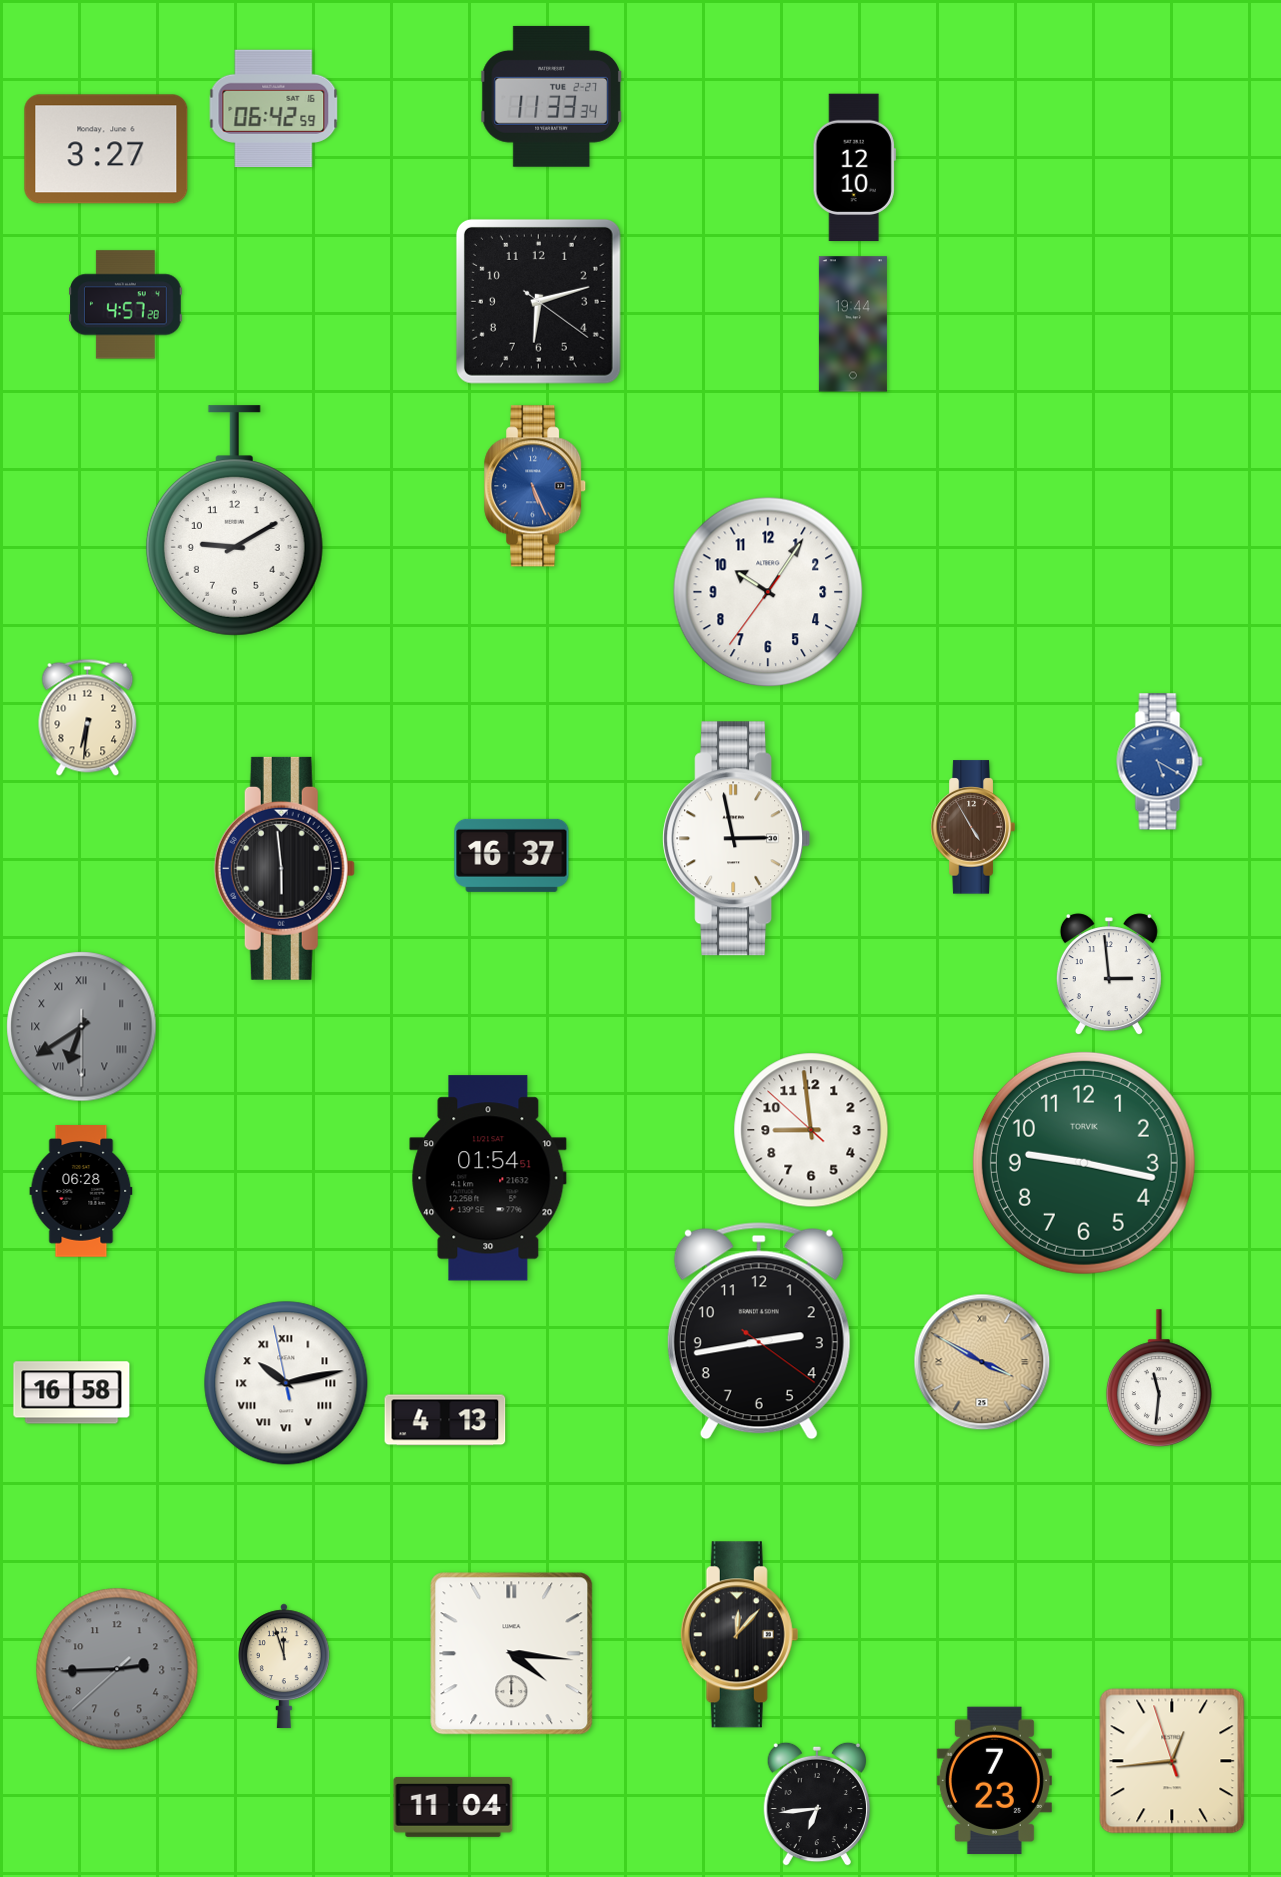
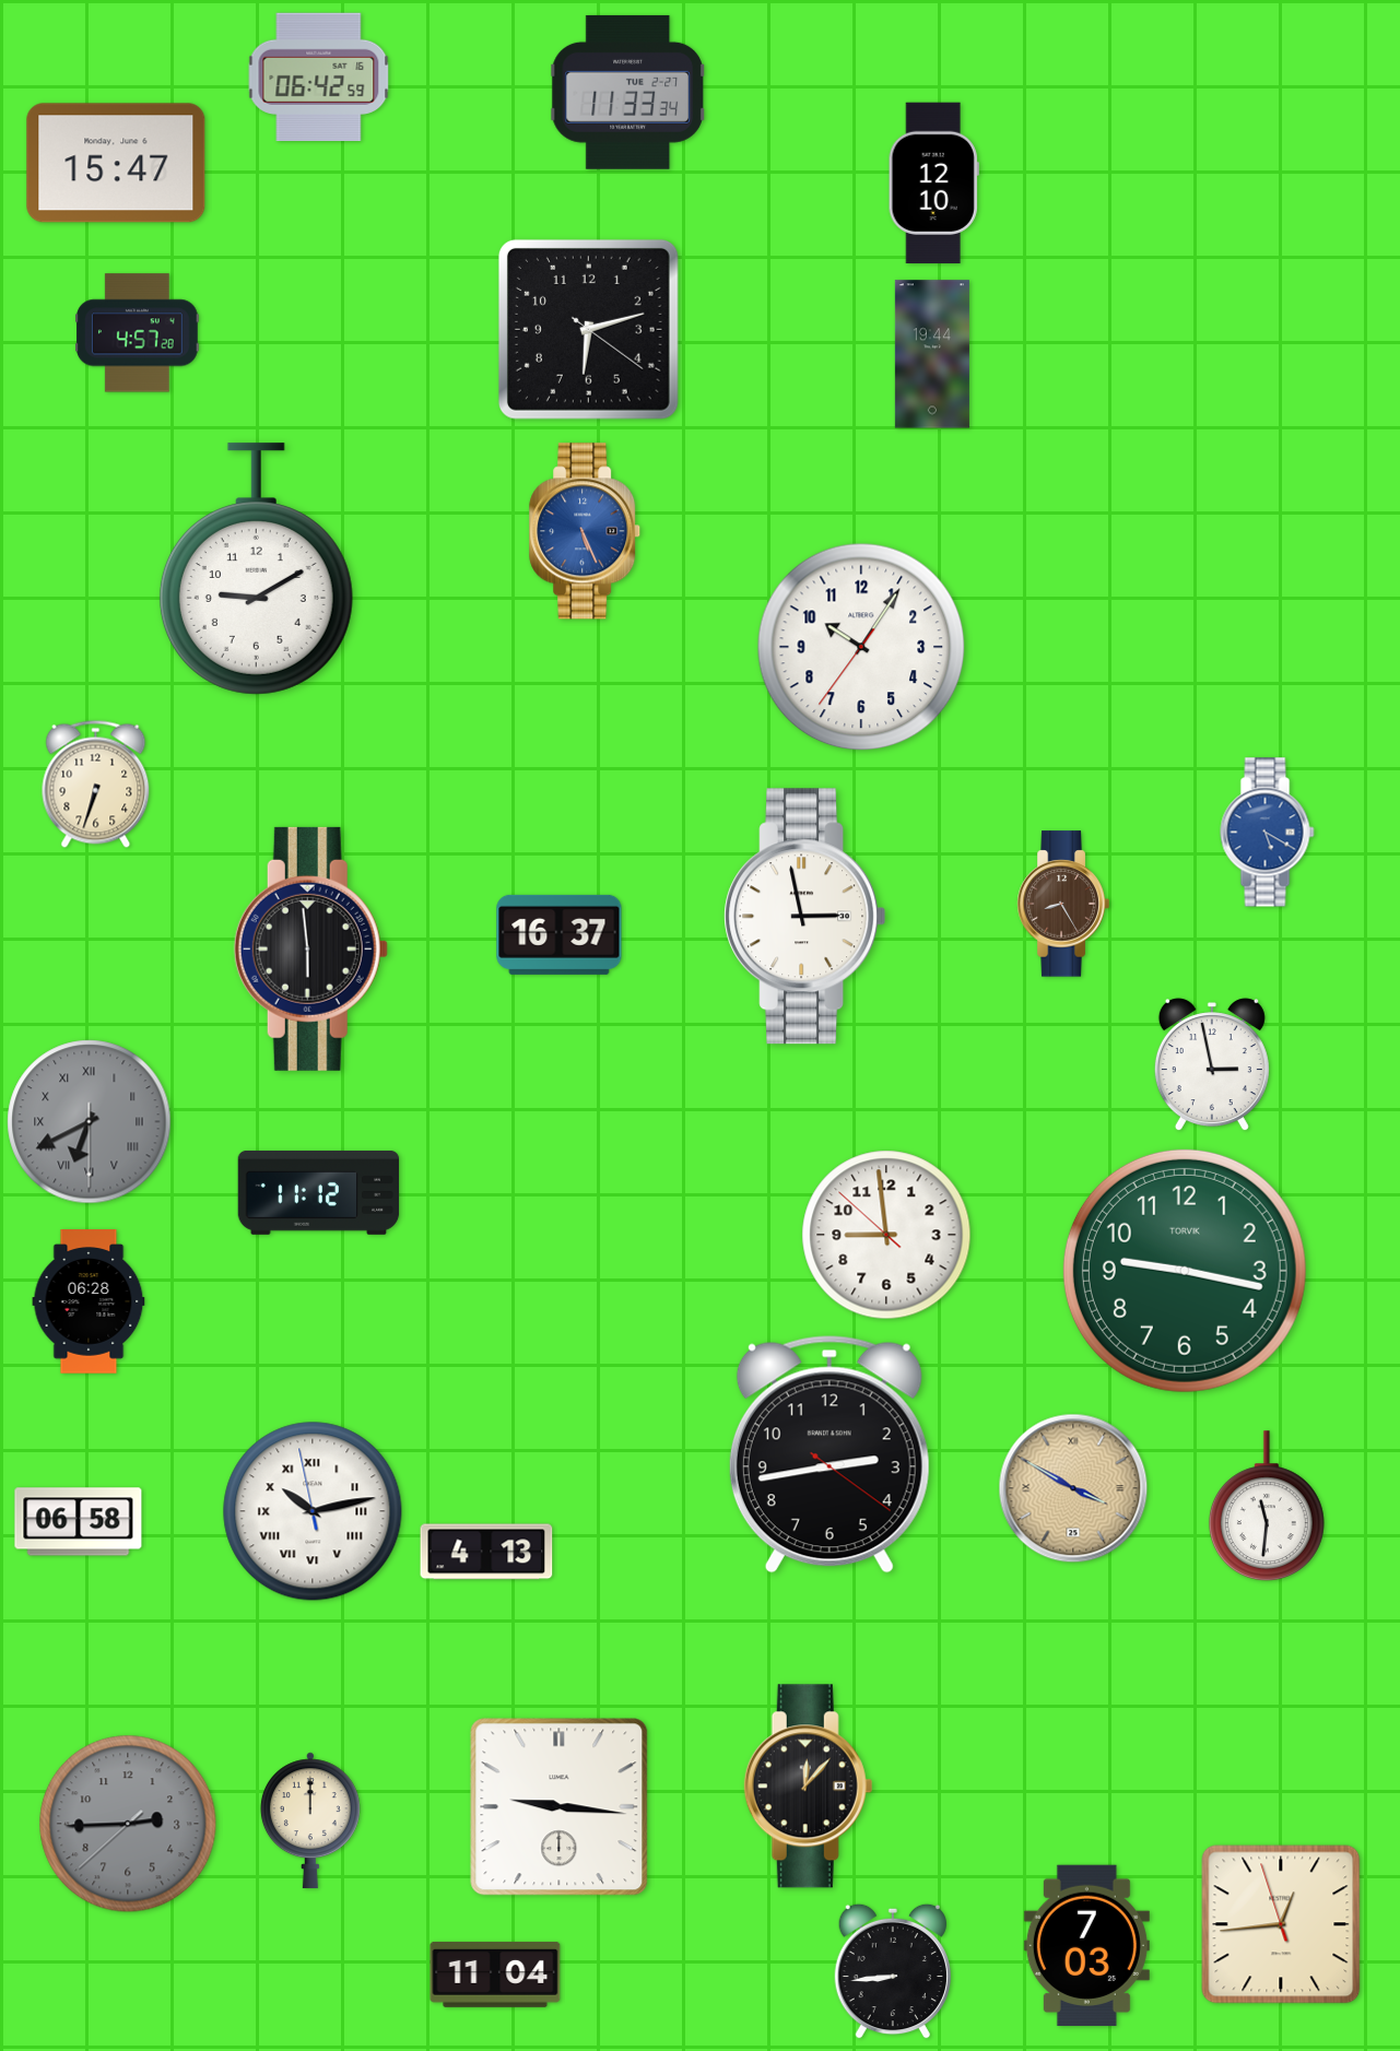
clock at (552, 96) position: (552, 96) -> (628, 92)
clock at (274, 108) position: (274, 108) -> (319, 76)
clock at (106, 149): 3:27 -> 15:47
clock at (768, 592) position: (768, 592) -> (861, 647)
clock at (88, 717): 6:31 -> 6:33
clock at (973, 827): 4:55 -> 8:25
clock at (1109, 975): 2:59 -> 2:58
clock at (82, 1027): 6:39 -> 6:40
clock at (319, 1192): none -> 11:12
clock at (488, 1178): 01:54 -> none
clock at (72, 1393): 16:58 -> 06:58
clock at (512, 1654): 4:16 -> 9:16
clock at (284, 1666): 11:57 -> 12:00
clock at (994, 1781): 7:23 -> 7:03
clock at (817, 1804): 6:44 -> 8:44
